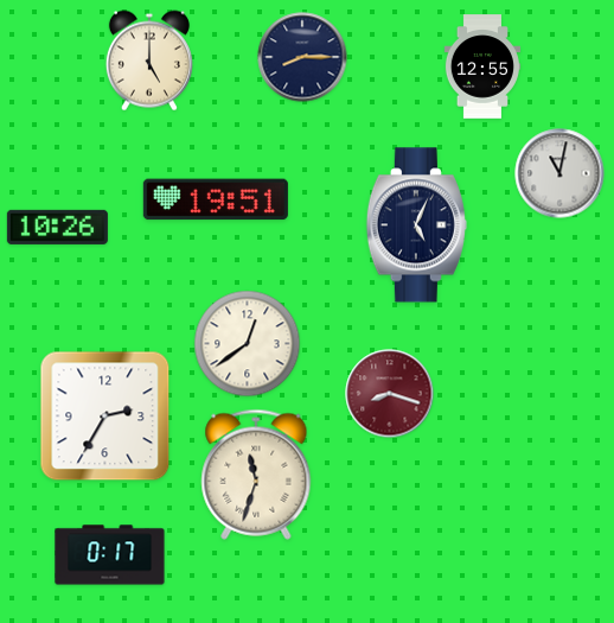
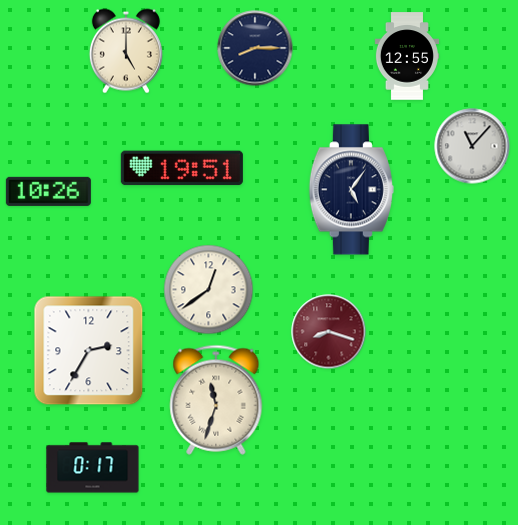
clock at (559, 173): 11:02 -> 11:07
clock at (416, 225): 5:04 -> 5:06
